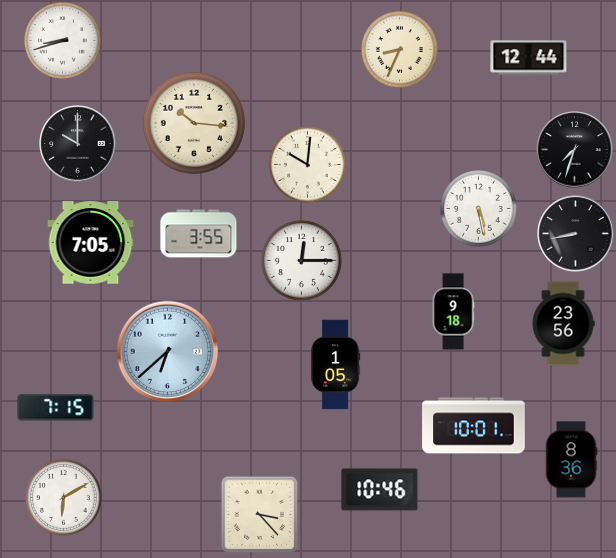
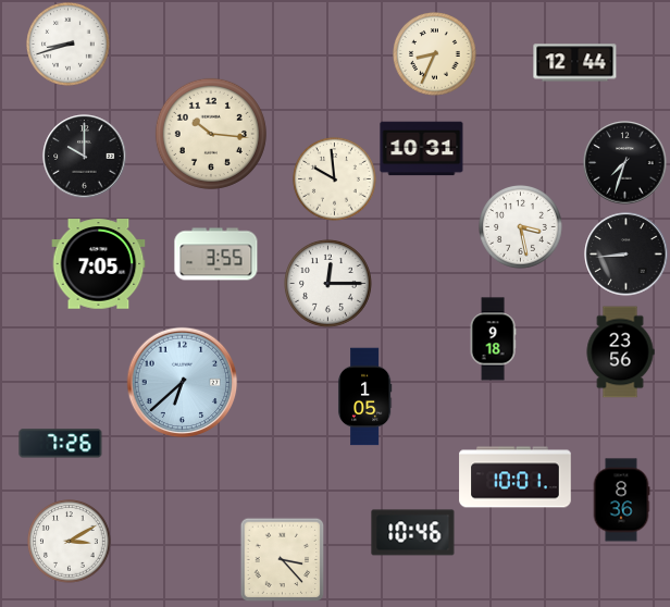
clock at (422, 149): none -> 10:31
clock at (308, 165): 10:01 -> 9:59
clock at (479, 209): 5:28 -> 3:28
clock at (576, 234): 8:43 -> 8:44
clock at (563, 324) position: (563, 324) -> (620, 352)
clock at (56, 408): 7:15 -> 7:26
clock at (474, 426) position: (474, 426) -> (516, 478)
clock at (64, 498): 6:10 -> 3:10
